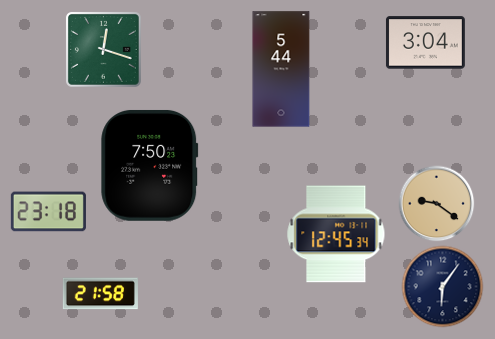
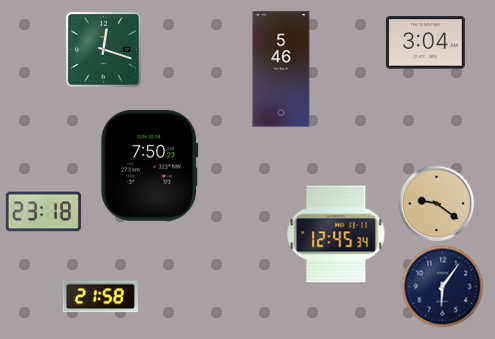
clock at (281, 69): 5:44 -> 5:46
clock at (48, 212) position: (48, 212) -> (43, 212)
clock at (100, 294) position: (100, 294) -> (100, 297)
